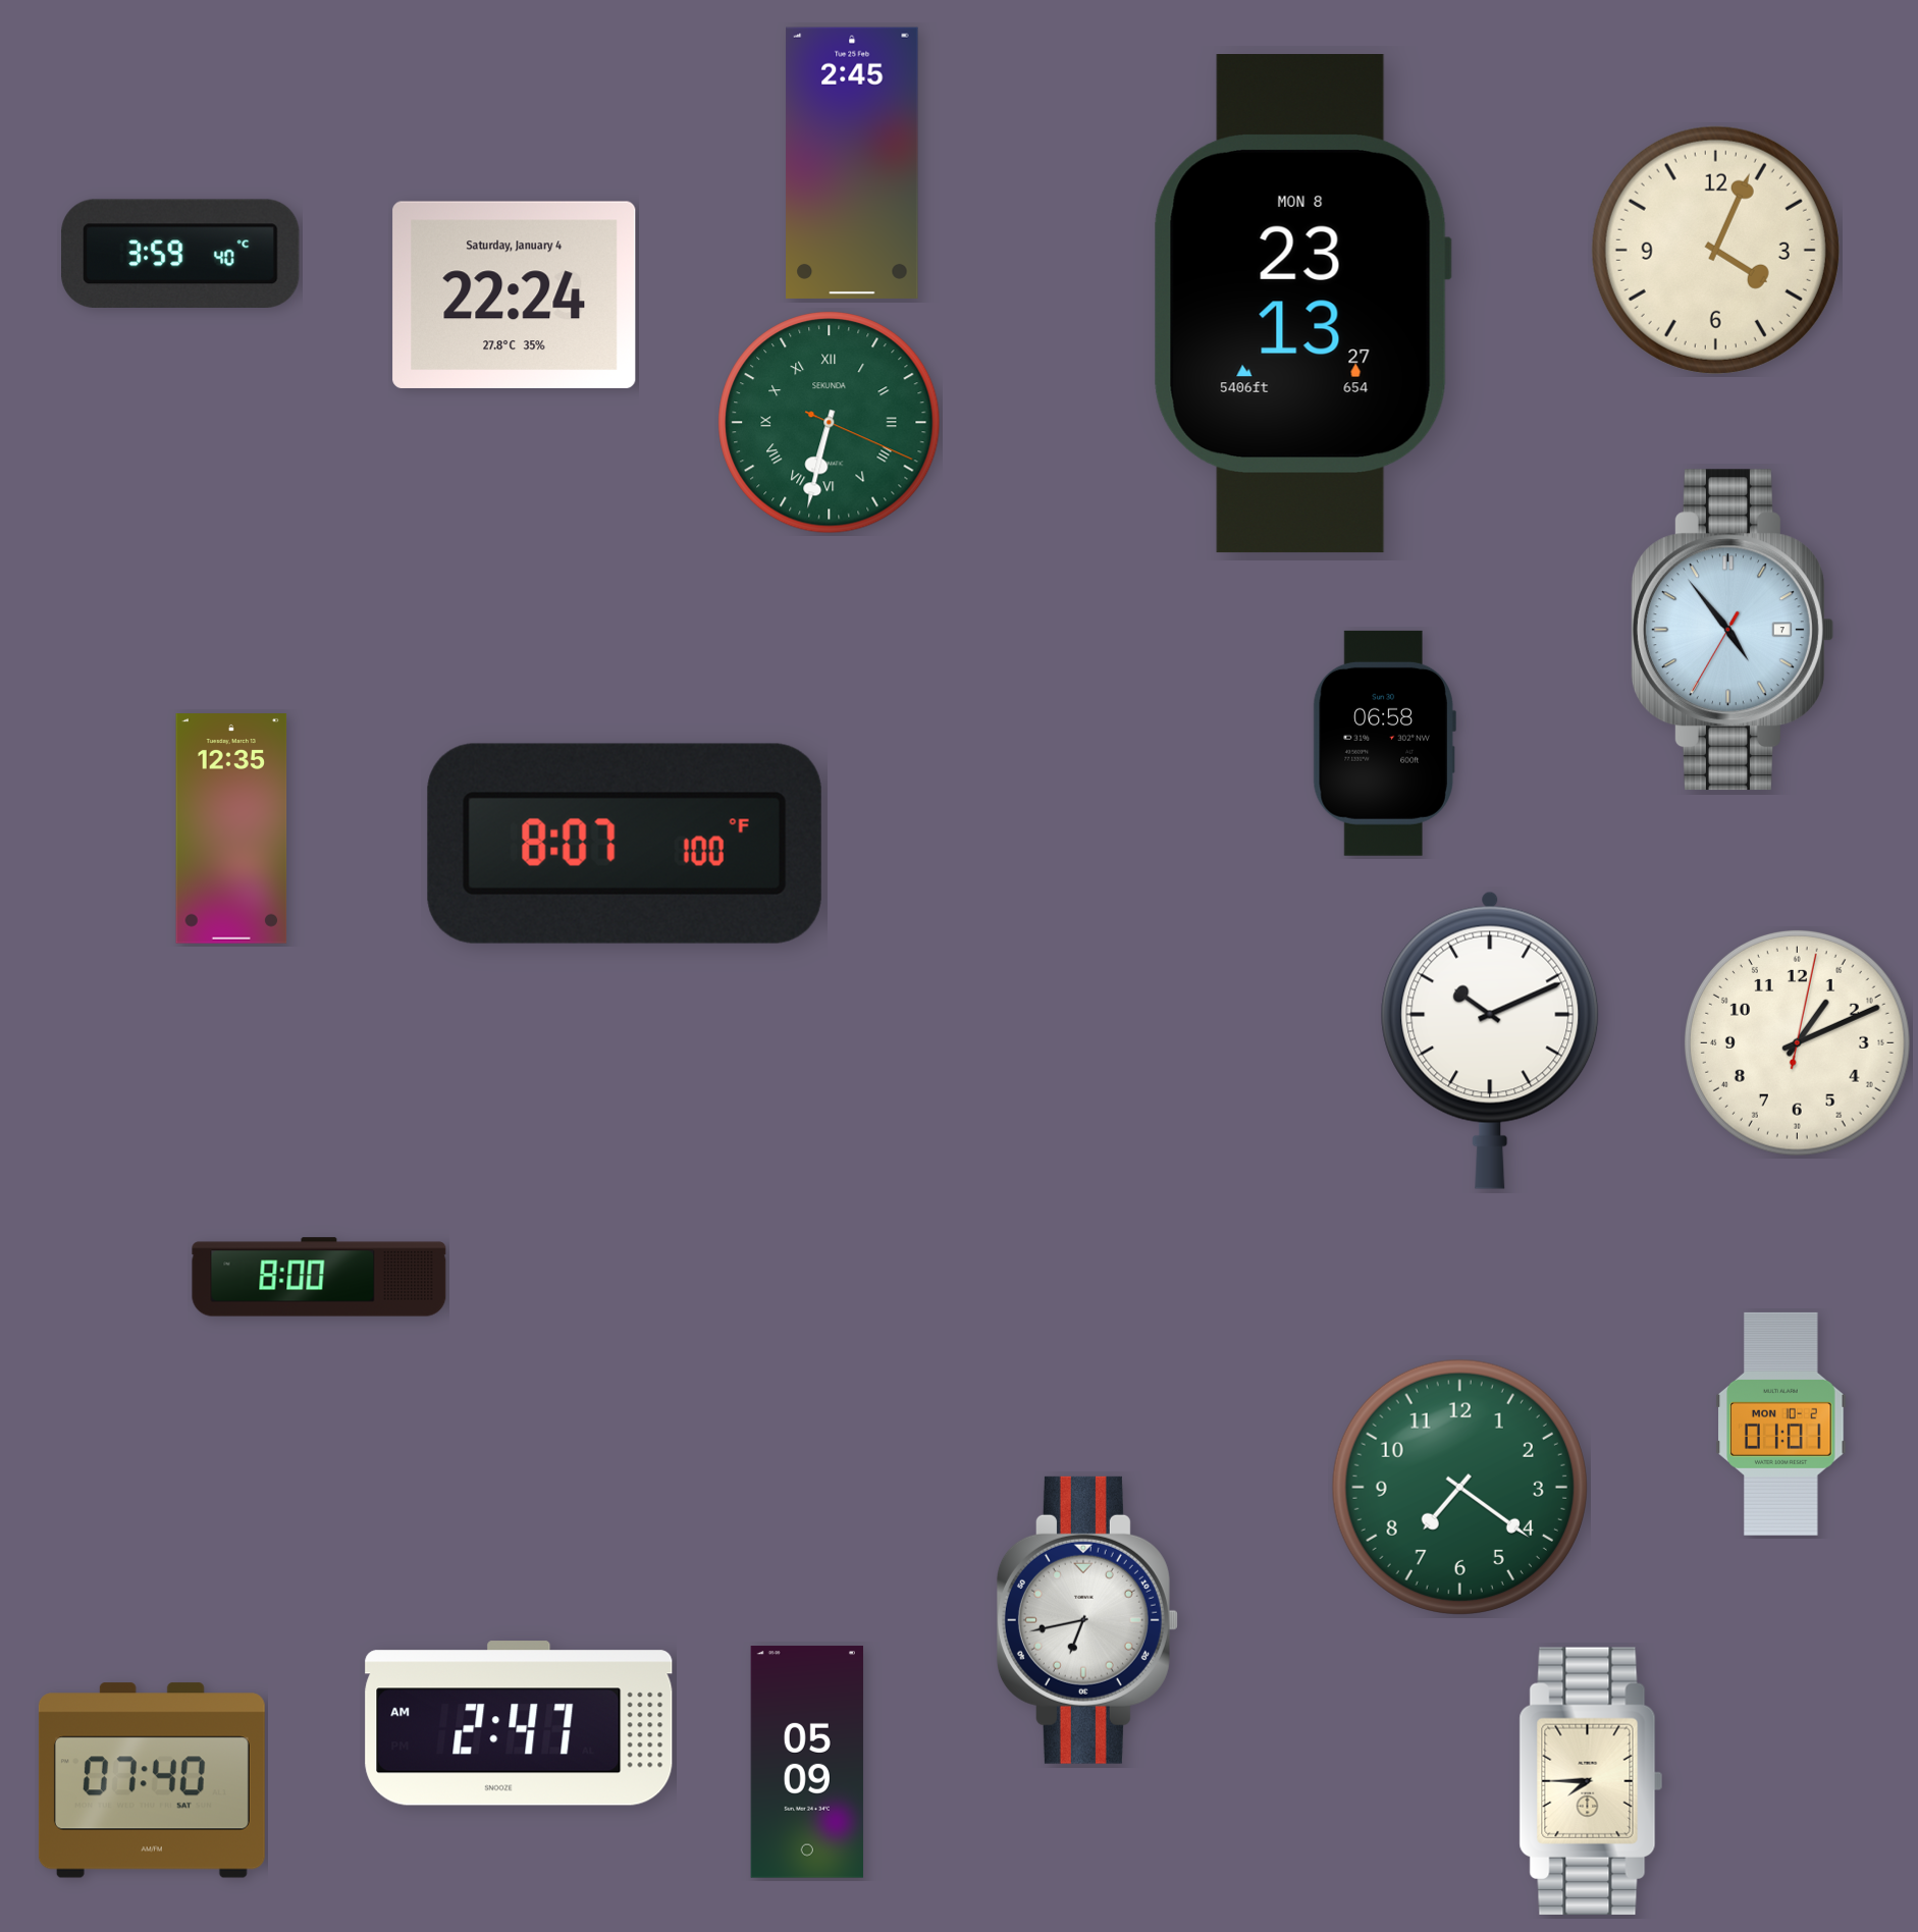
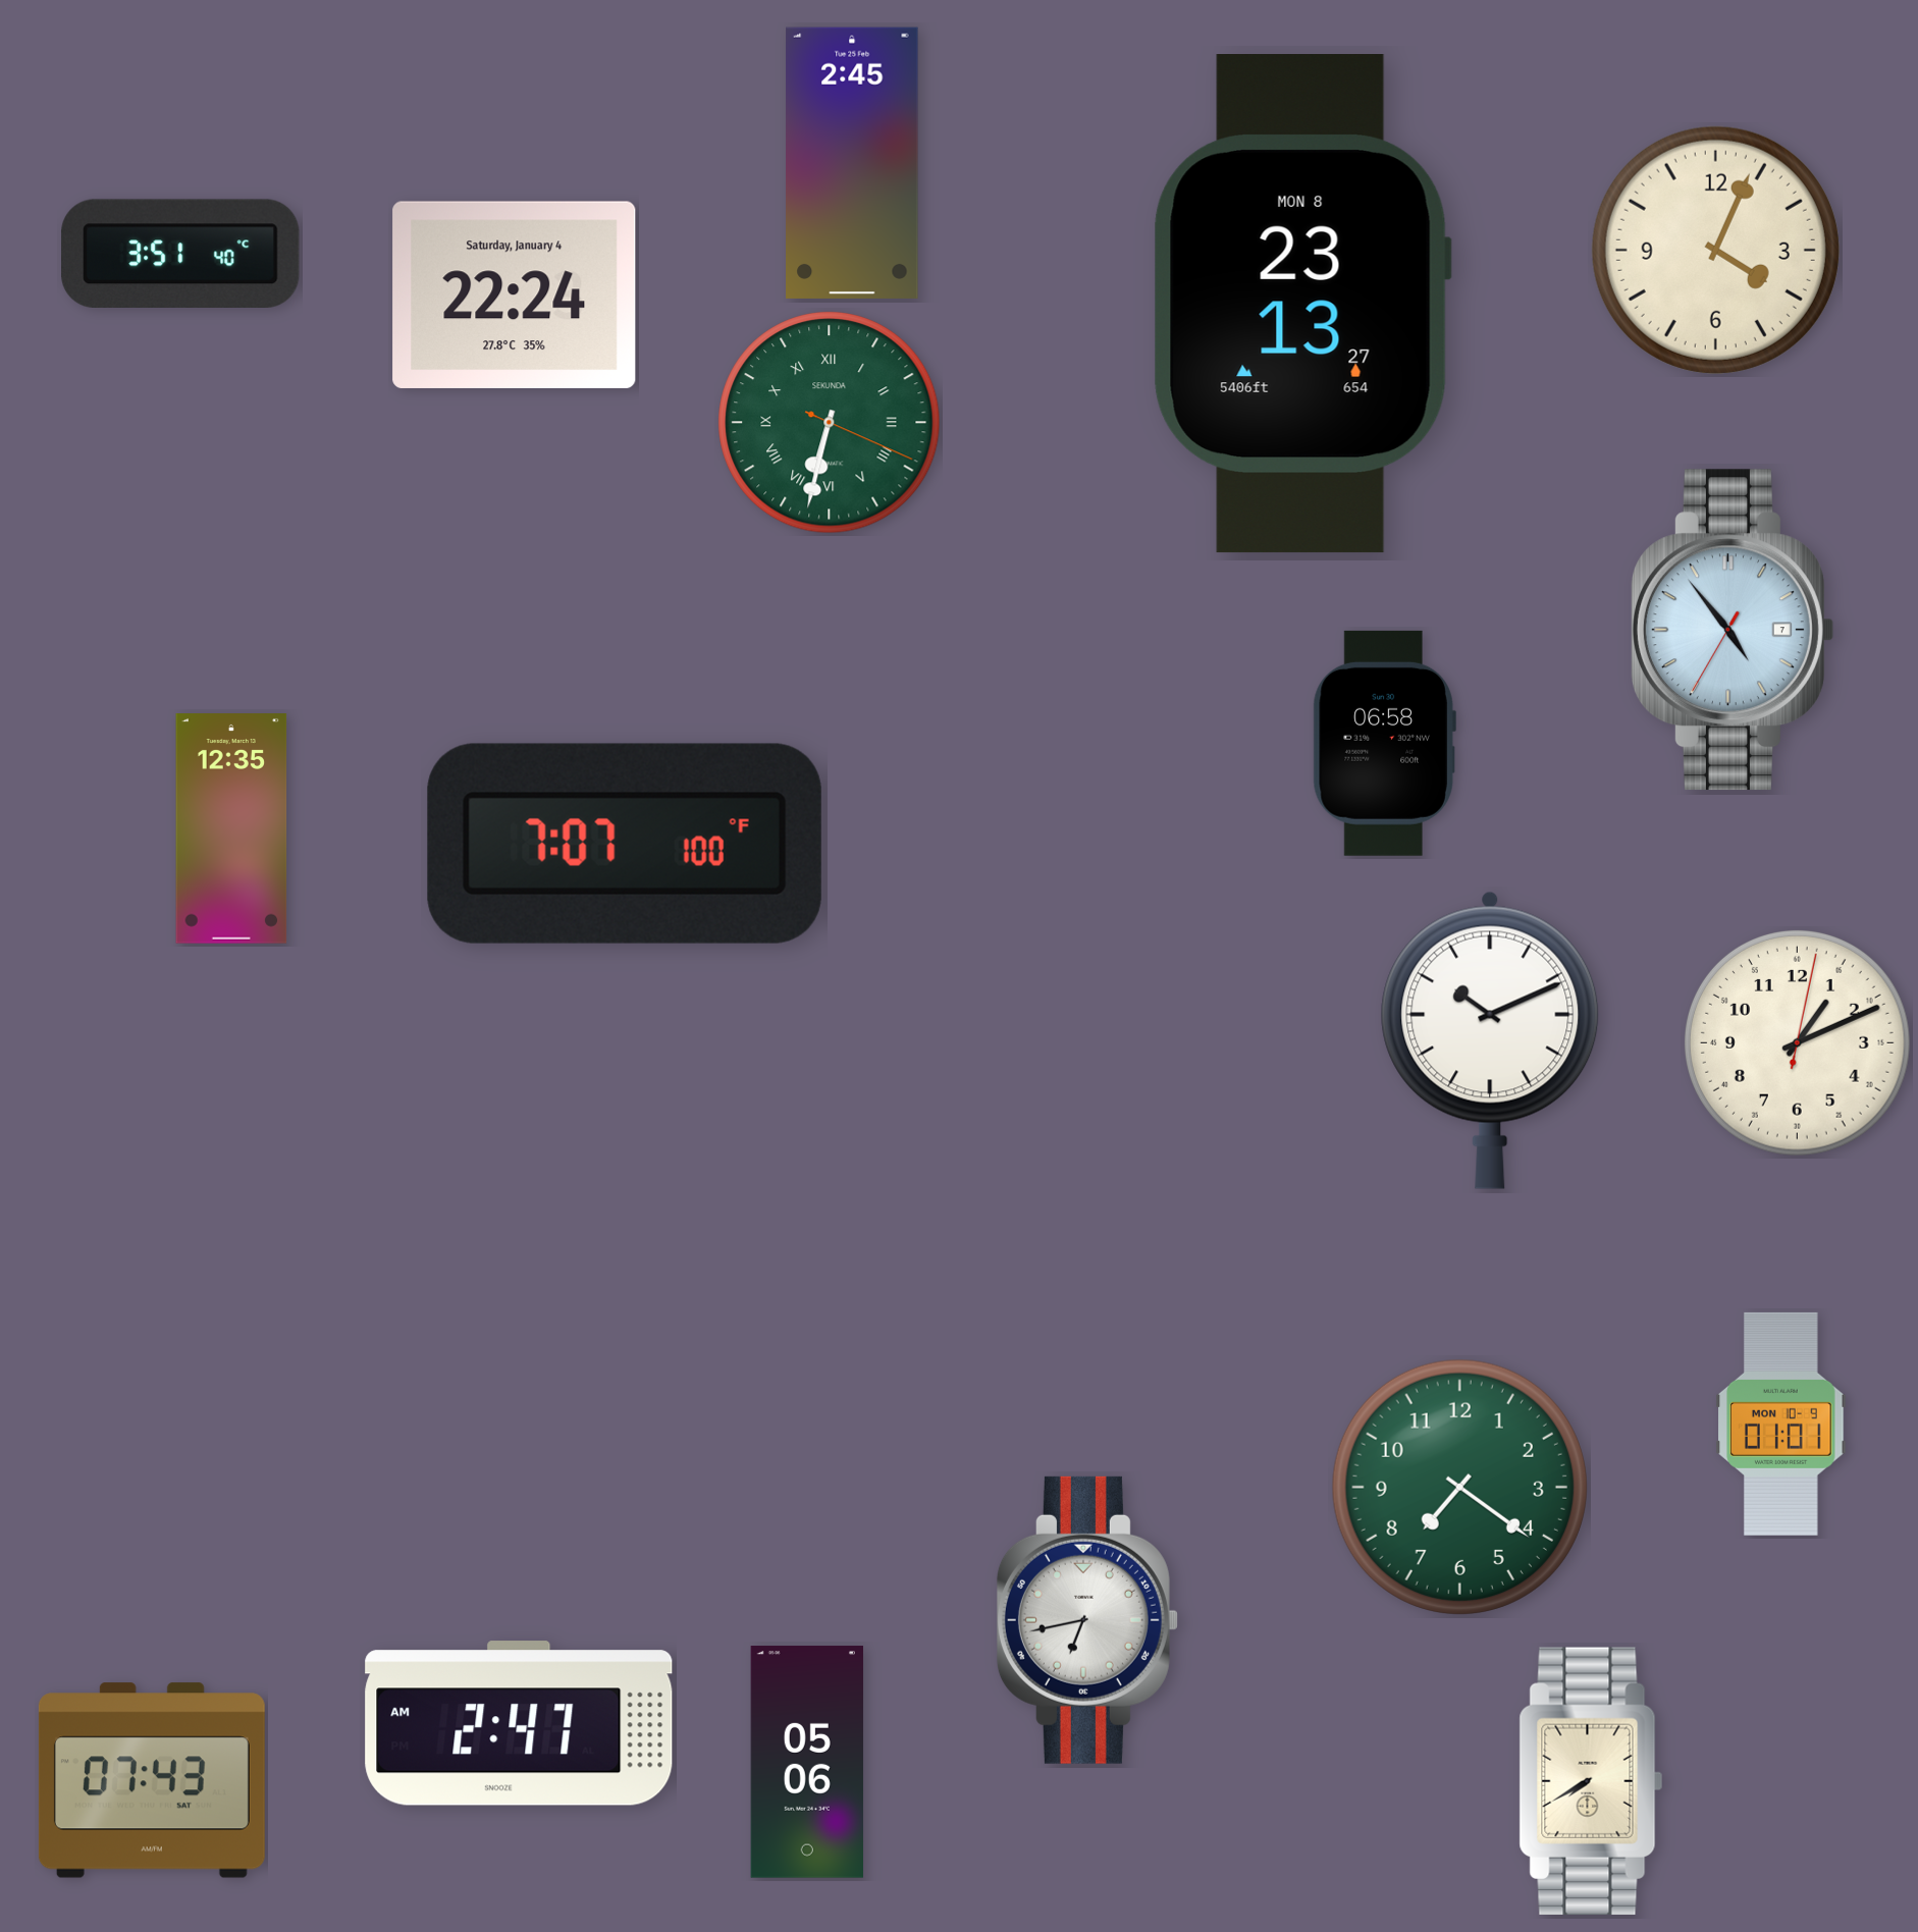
clock at (181, 253): 3:59 -> 3:51
clock at (625, 844): 8:07 -> 7:07
clock at (319, 1277): 8:00 -> none
clock at (1781, 1424) date: MON 10-2 -> MON 10-9
clock at (807, 1762): 05:09 -> 05:06
clock at (152, 1780): 07:40 -> 07:43
clock at (1591, 1781): 7:45 -> 7:40
